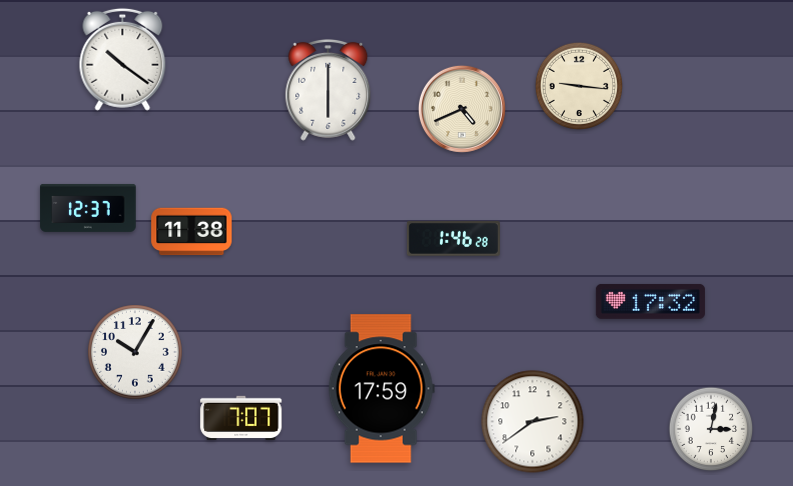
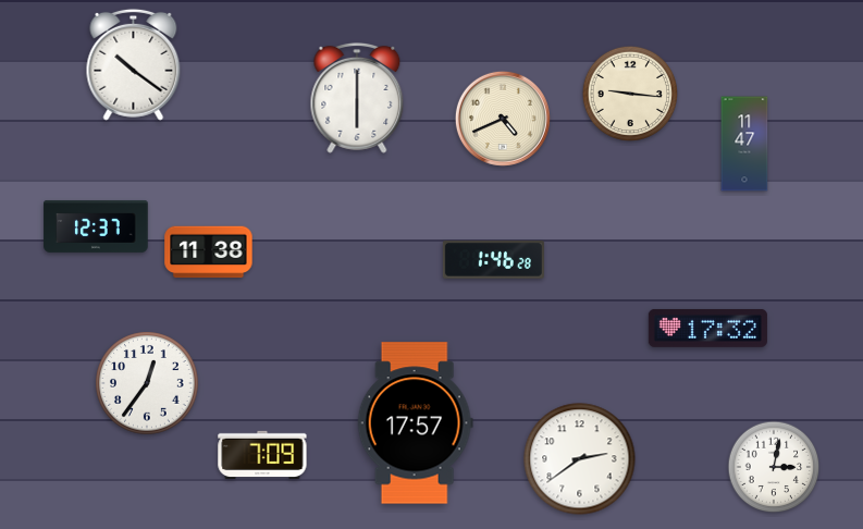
clock at (744, 144): none -> 11:47
clock at (135, 352): 10:05 -> 12:36
clock at (381, 389): 17:59 -> 17:57
clock at (241, 417): 7:07 -> 7:09
